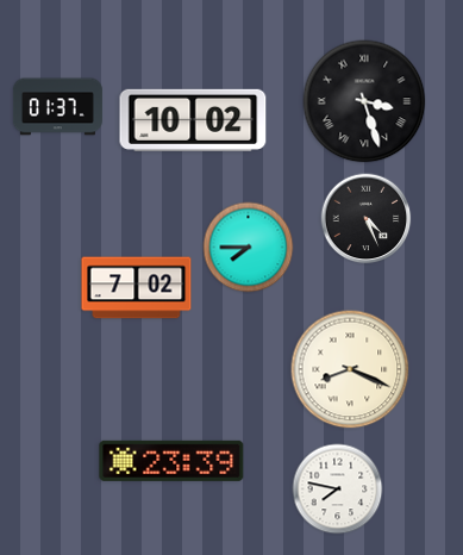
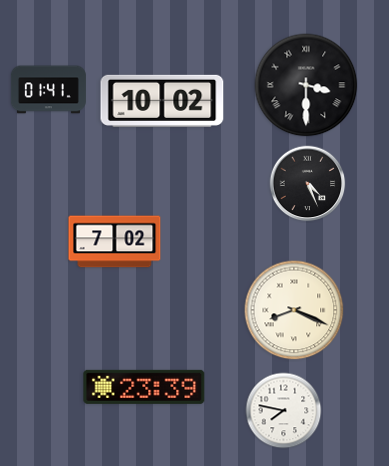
clock at (364, 101): 3:27 -> 3:30
clock at (57, 107): 01:37 -> 01:41
clock at (249, 248): 7:45 -> none
